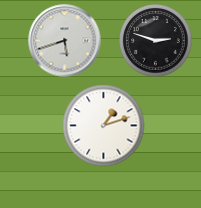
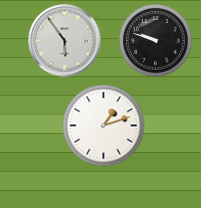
clock at (65, 41): 5:42 -> 5:54
clock at (156, 41): 2:48 -> 9:48
